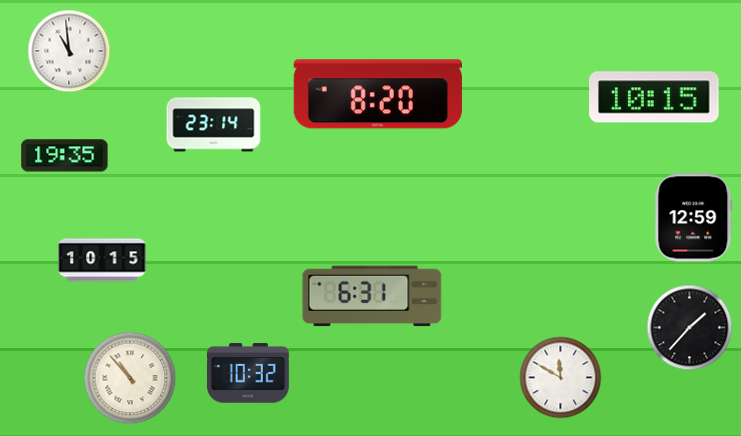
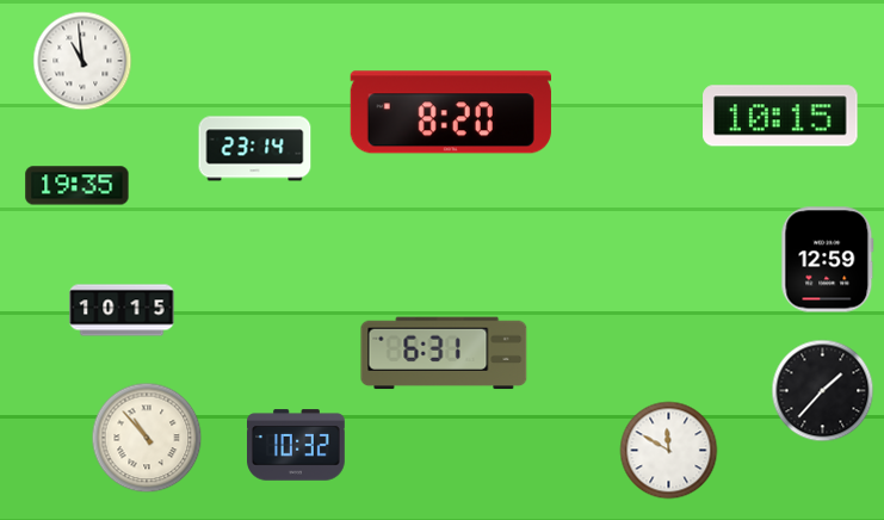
clock at (130, 378) position: (130, 378) -> (147, 438)
